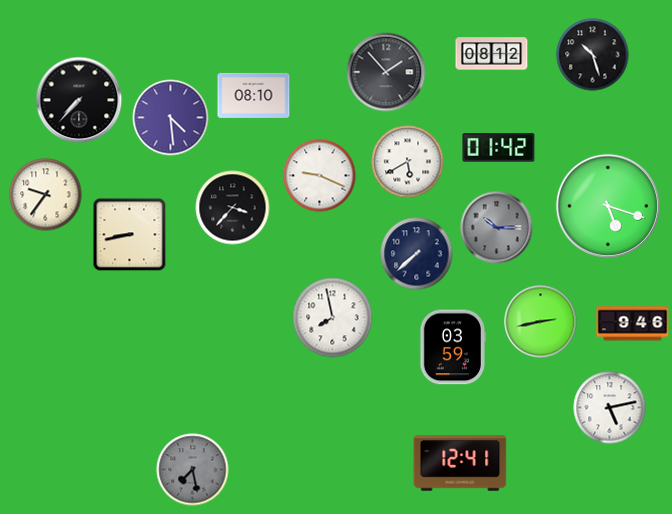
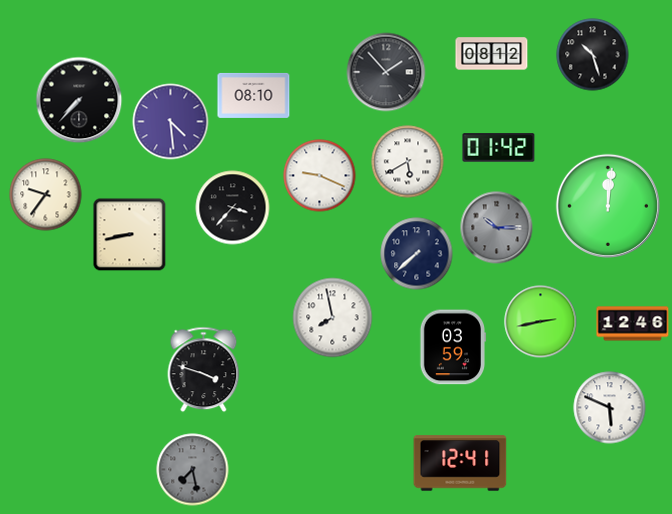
clock at (171, 118) position: (171, 118) -> (171, 122)
clock at (608, 206): 5:18 -> 12:01
clock at (633, 324): 9:46 -> 12:46
clock at (204, 370): none -> 3:48
clock at (610, 408): 5:13 -> 5:49
